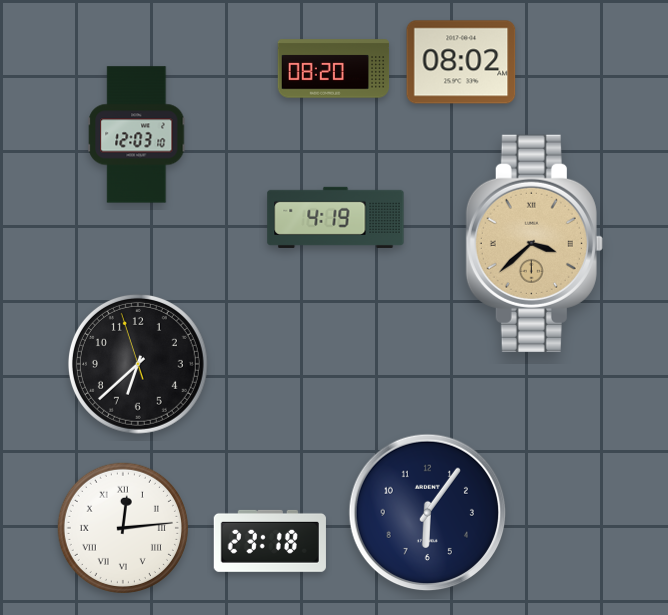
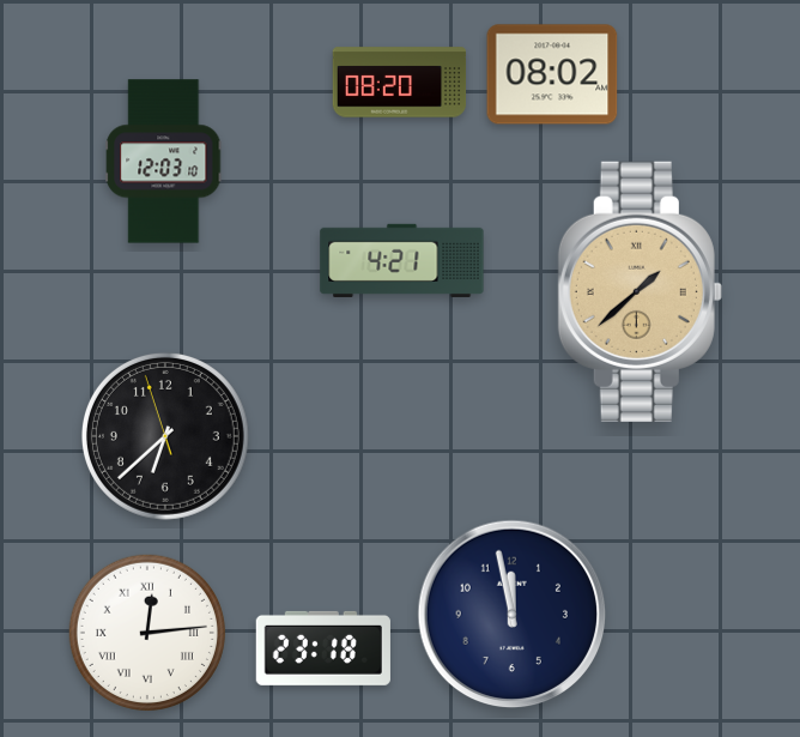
clock at (336, 217): 4:19 -> 4:21
clock at (534, 243): 3:38 -> 1:38
clock at (428, 513): 6:06 -> 11:58
